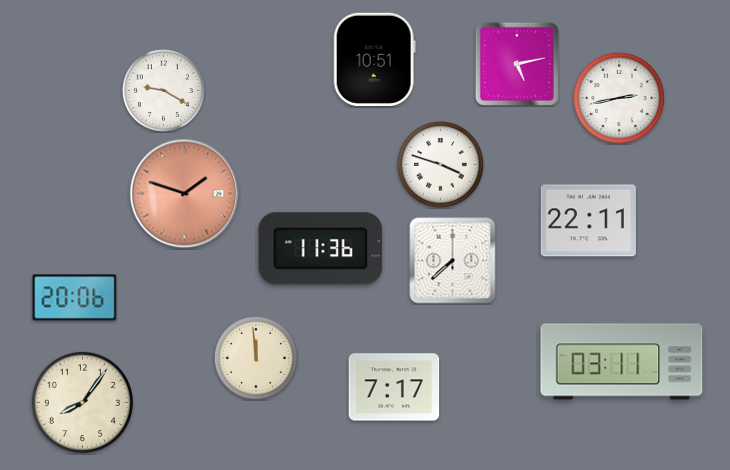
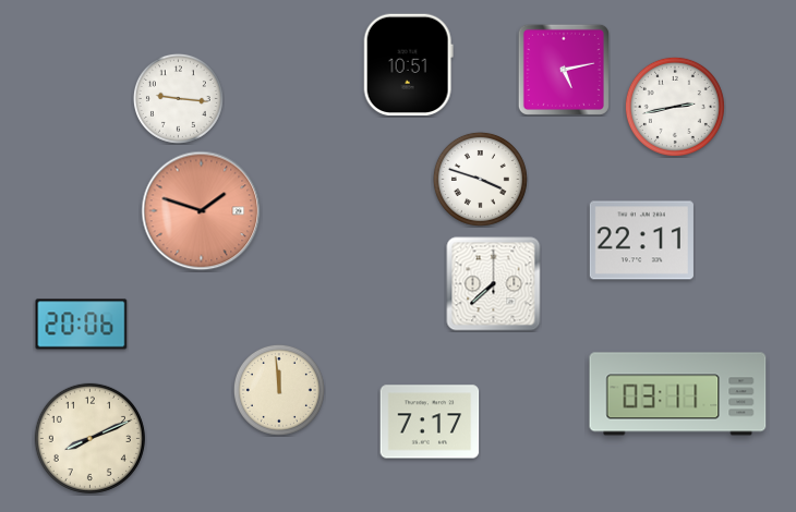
clock at (163, 90): 9:20 -> 9:16
clock at (321, 249): 11:36 -> none
clock at (82, 402): 8:06 -> 8:11
